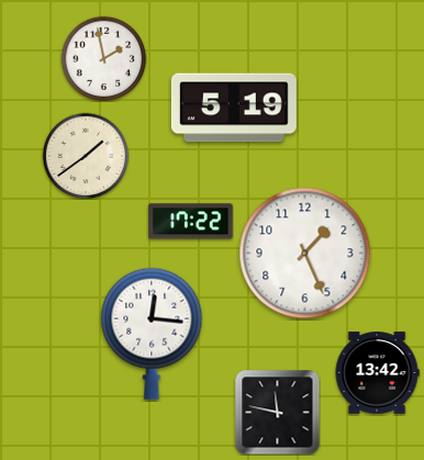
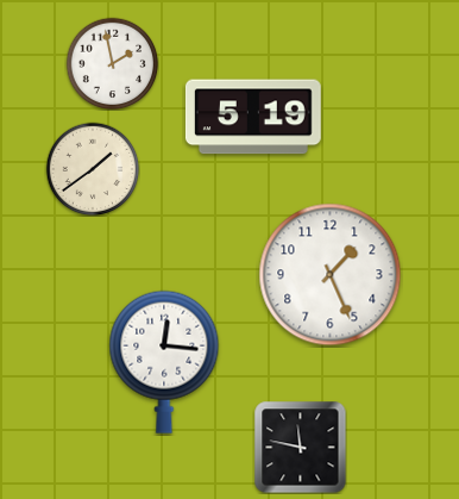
clock at (191, 222): 17:22 -> none
clock at (377, 373): 13:42 -> none
